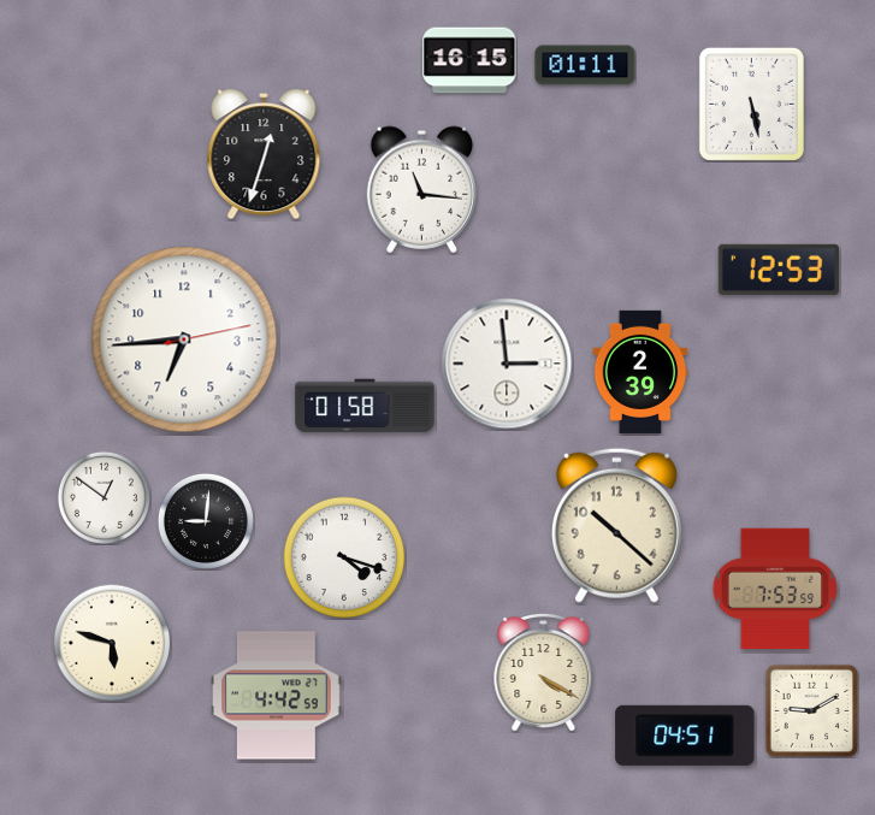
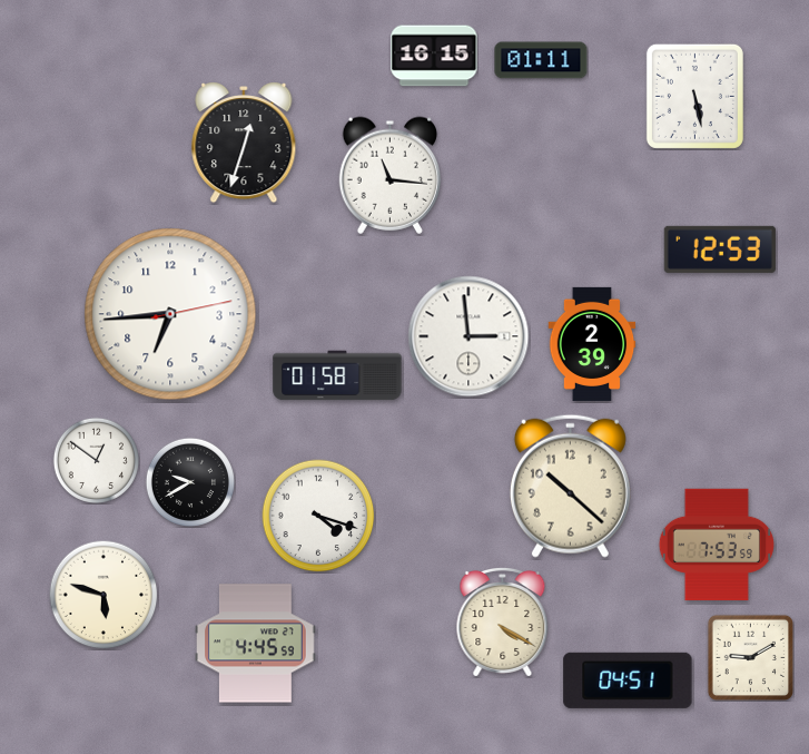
clock at (206, 521): 9:01 -> 9:40
clock at (277, 696): 4:42 -> 4:45
clock at (685, 736) position: (685, 736) -> (628, 680)
